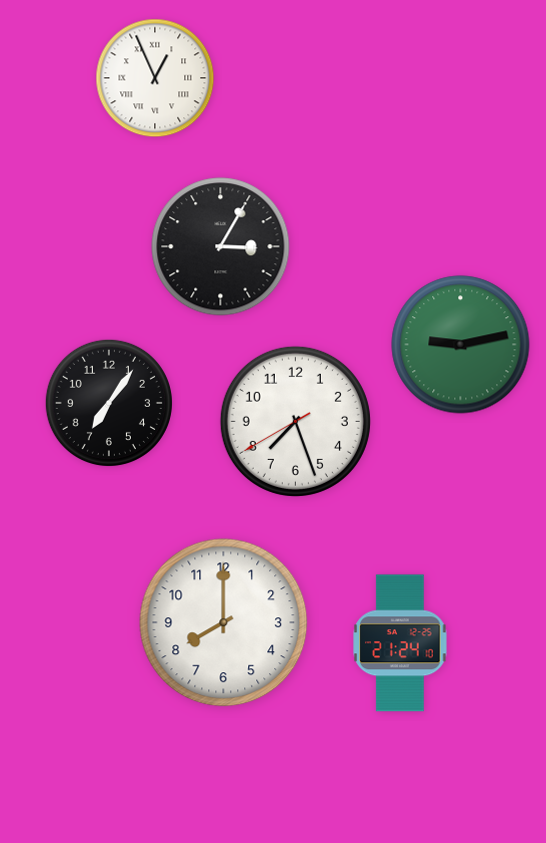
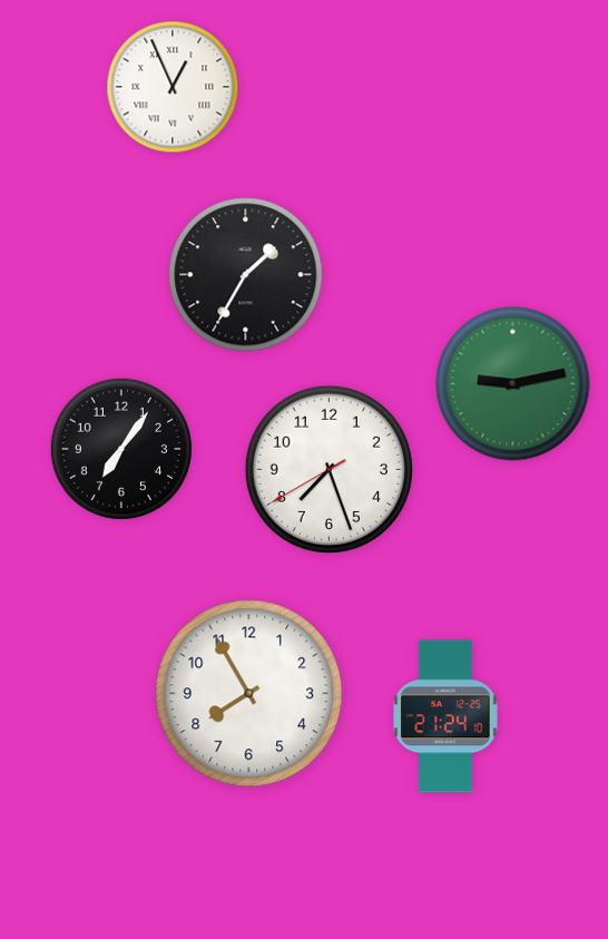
clock at (221, 247): 3:05 -> 1:35
clock at (224, 623): 8:00 -> 7:55
